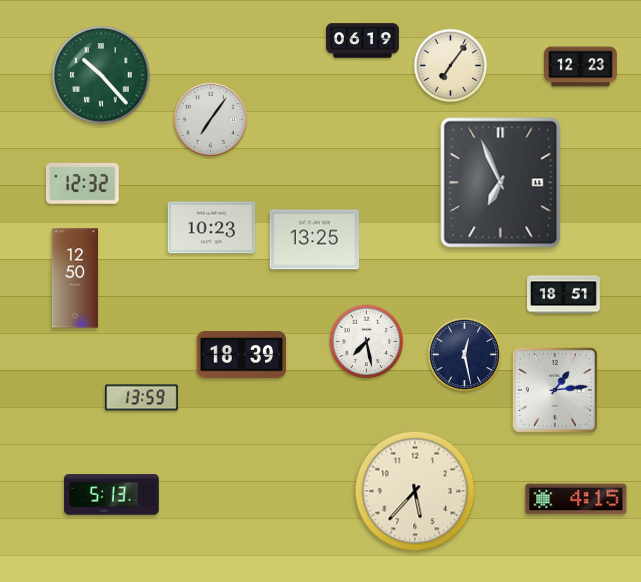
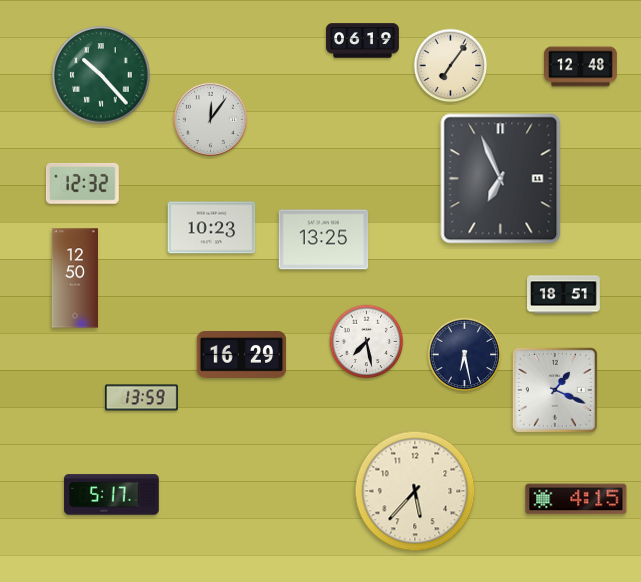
clock at (581, 67): 12:23 -> 12:48
clock at (210, 119): 7:06 -> 12:06
clock at (501, 183) position: (501, 183) -> (501, 179)
clock at (315, 240) position: (315, 240) -> (324, 240)
clock at (242, 355): 18:39 -> 16:29
clock at (465, 355): 12:28 -> 6:28
clock at (555, 390): 1:14 -> 1:19
clock at (112, 495): 5:13 -> 5:17
